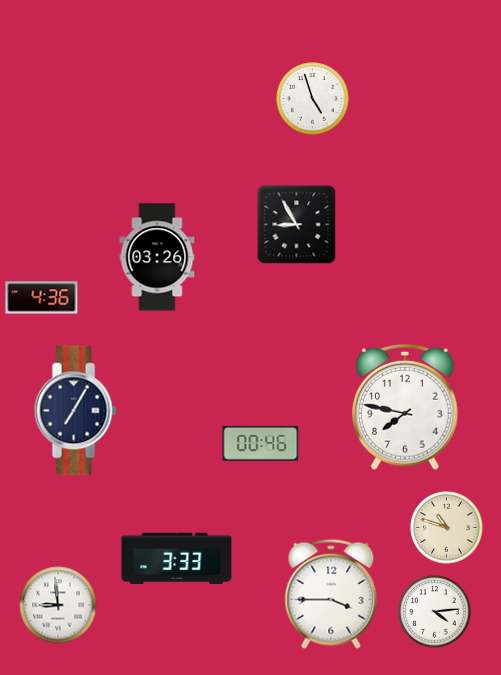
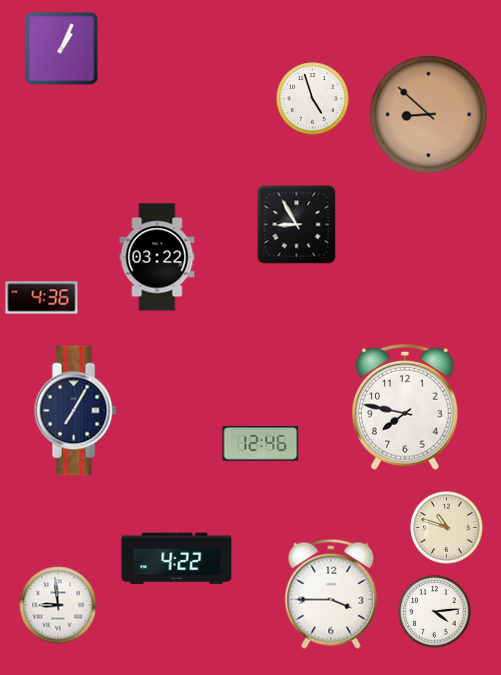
clock at (62, 49): none -> 1:04
clock at (429, 115): none -> 8:52
clock at (157, 257): 03:26 -> 03:22
clock at (261, 444): 00:46 -> 12:46
clock at (177, 559): 3:33 -> 4:22
